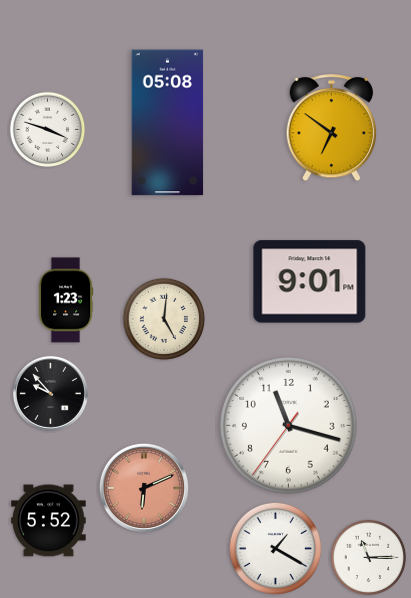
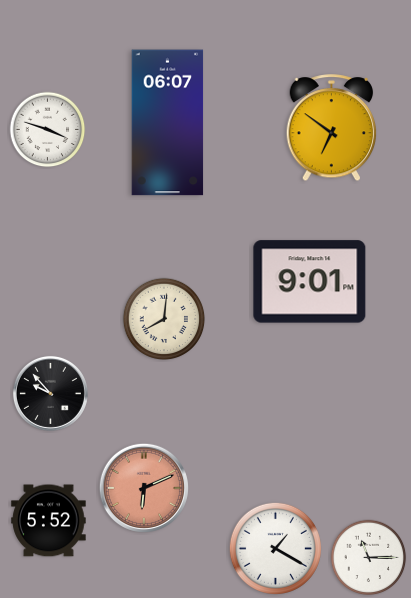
clock at (168, 123): 05:08 -> 06:07
clock at (66, 300): 1:23 -> none
clock at (164, 319): 5:01 -> 8:01
clock at (289, 426): 11:17 -> none
